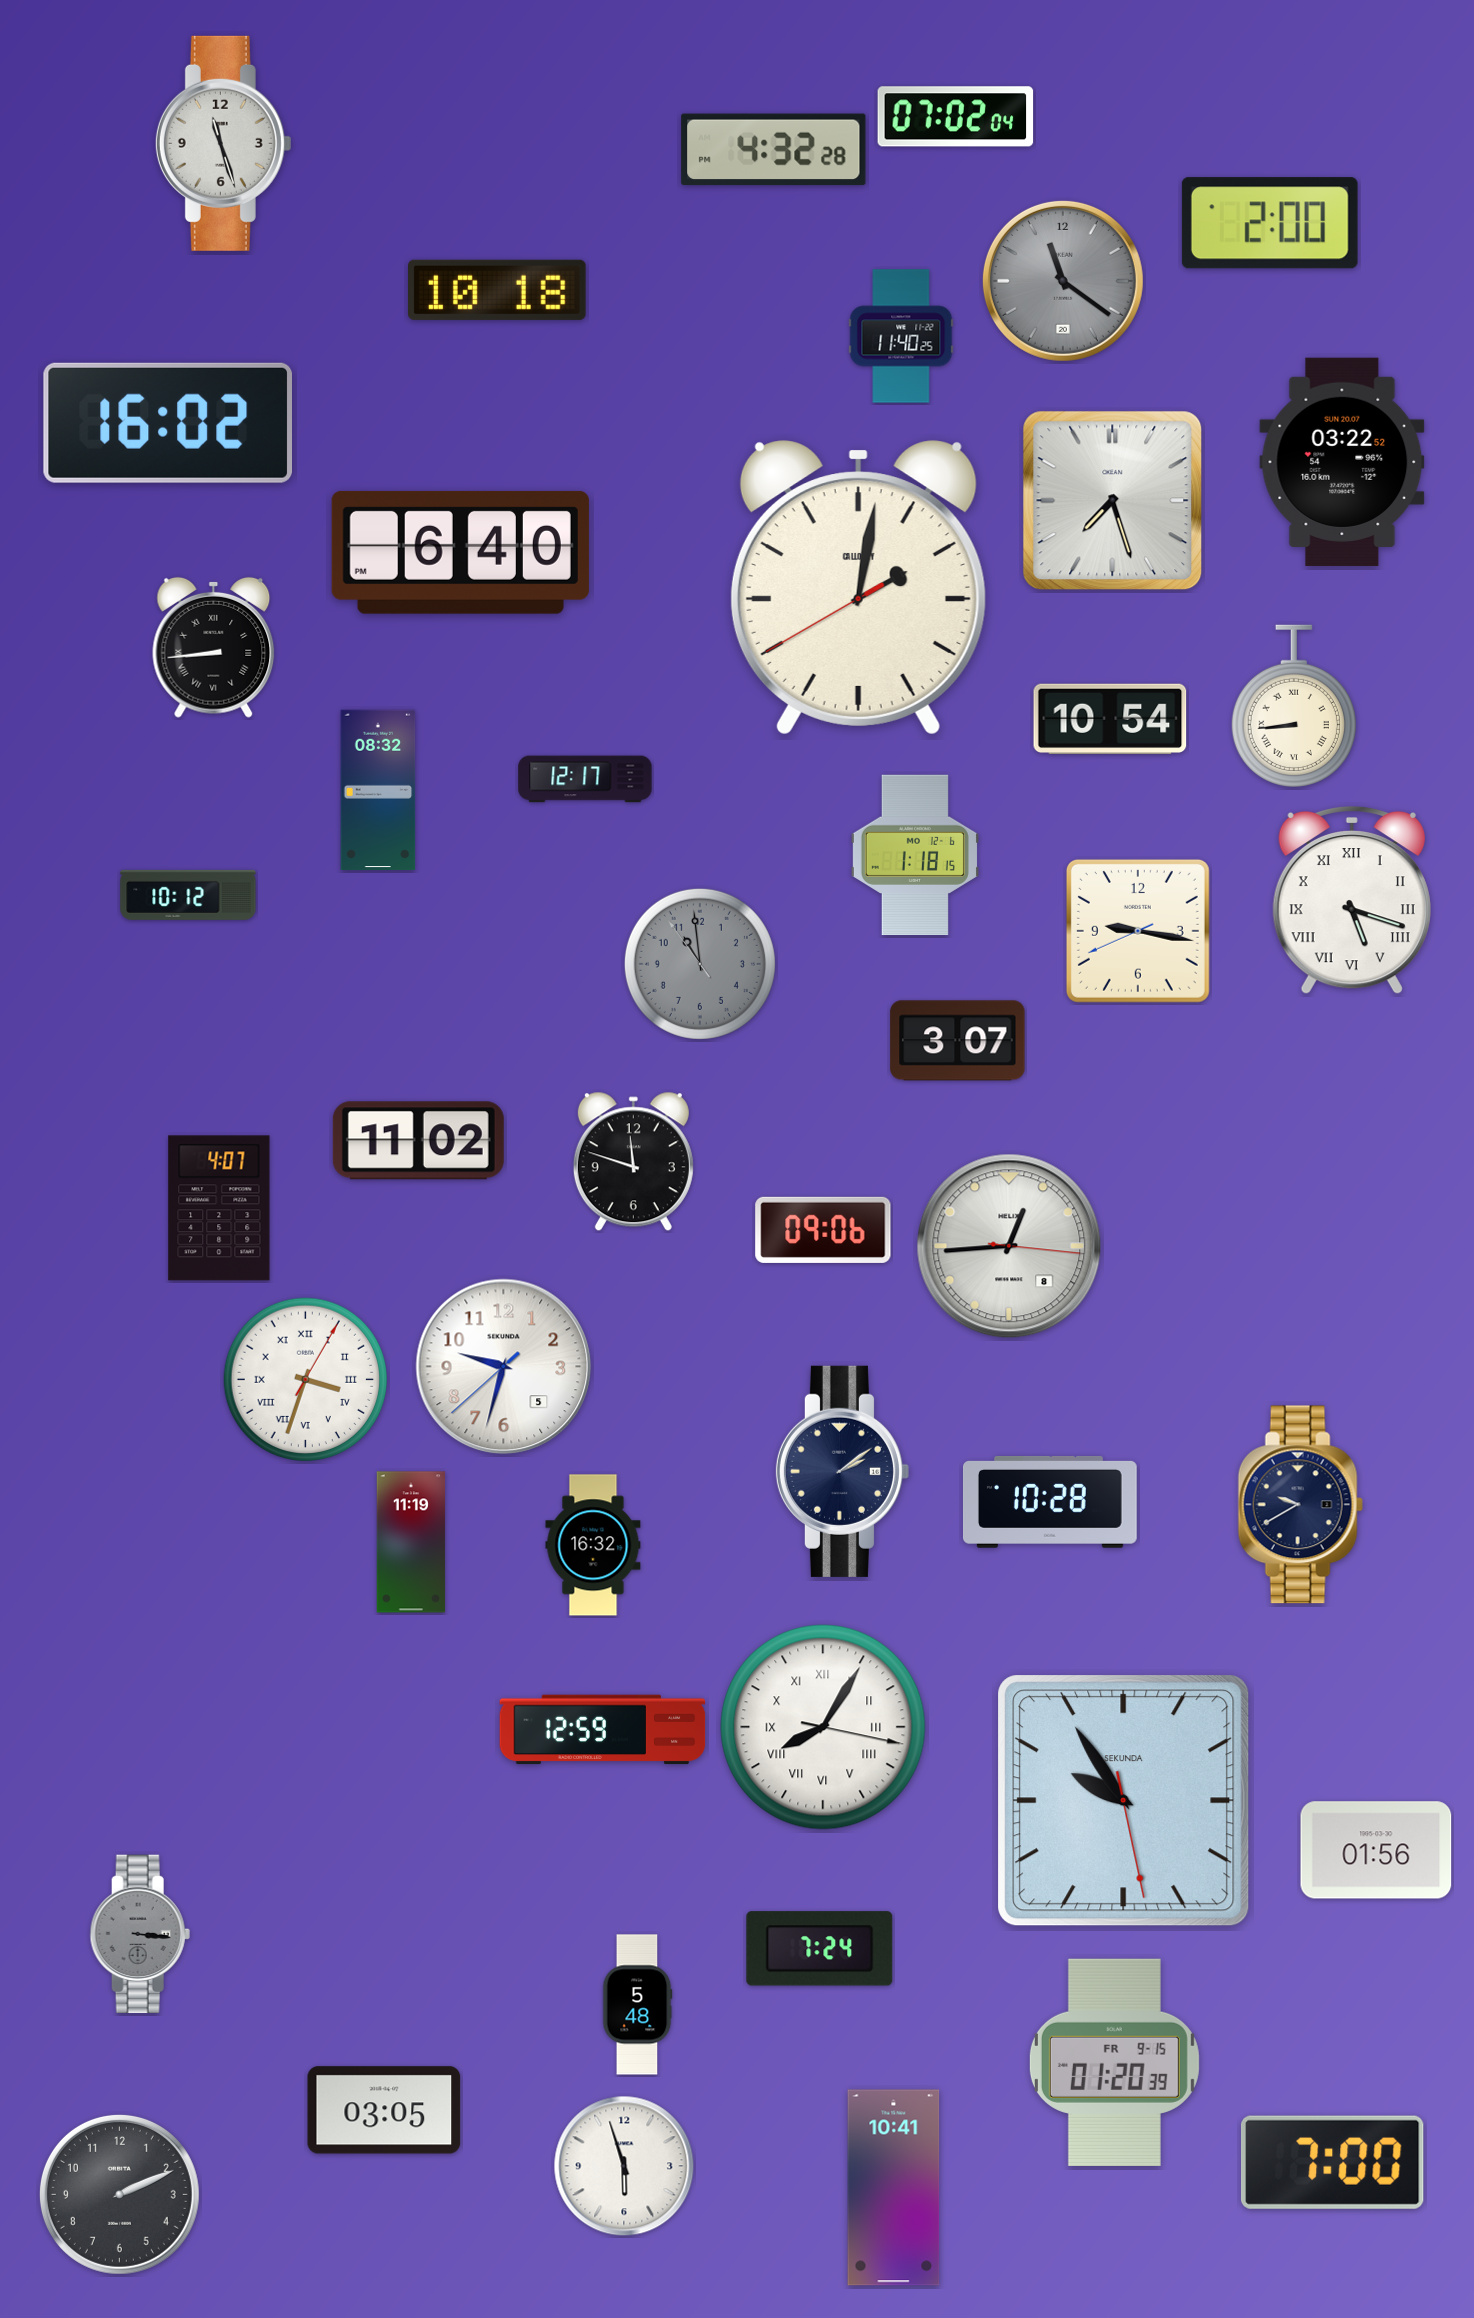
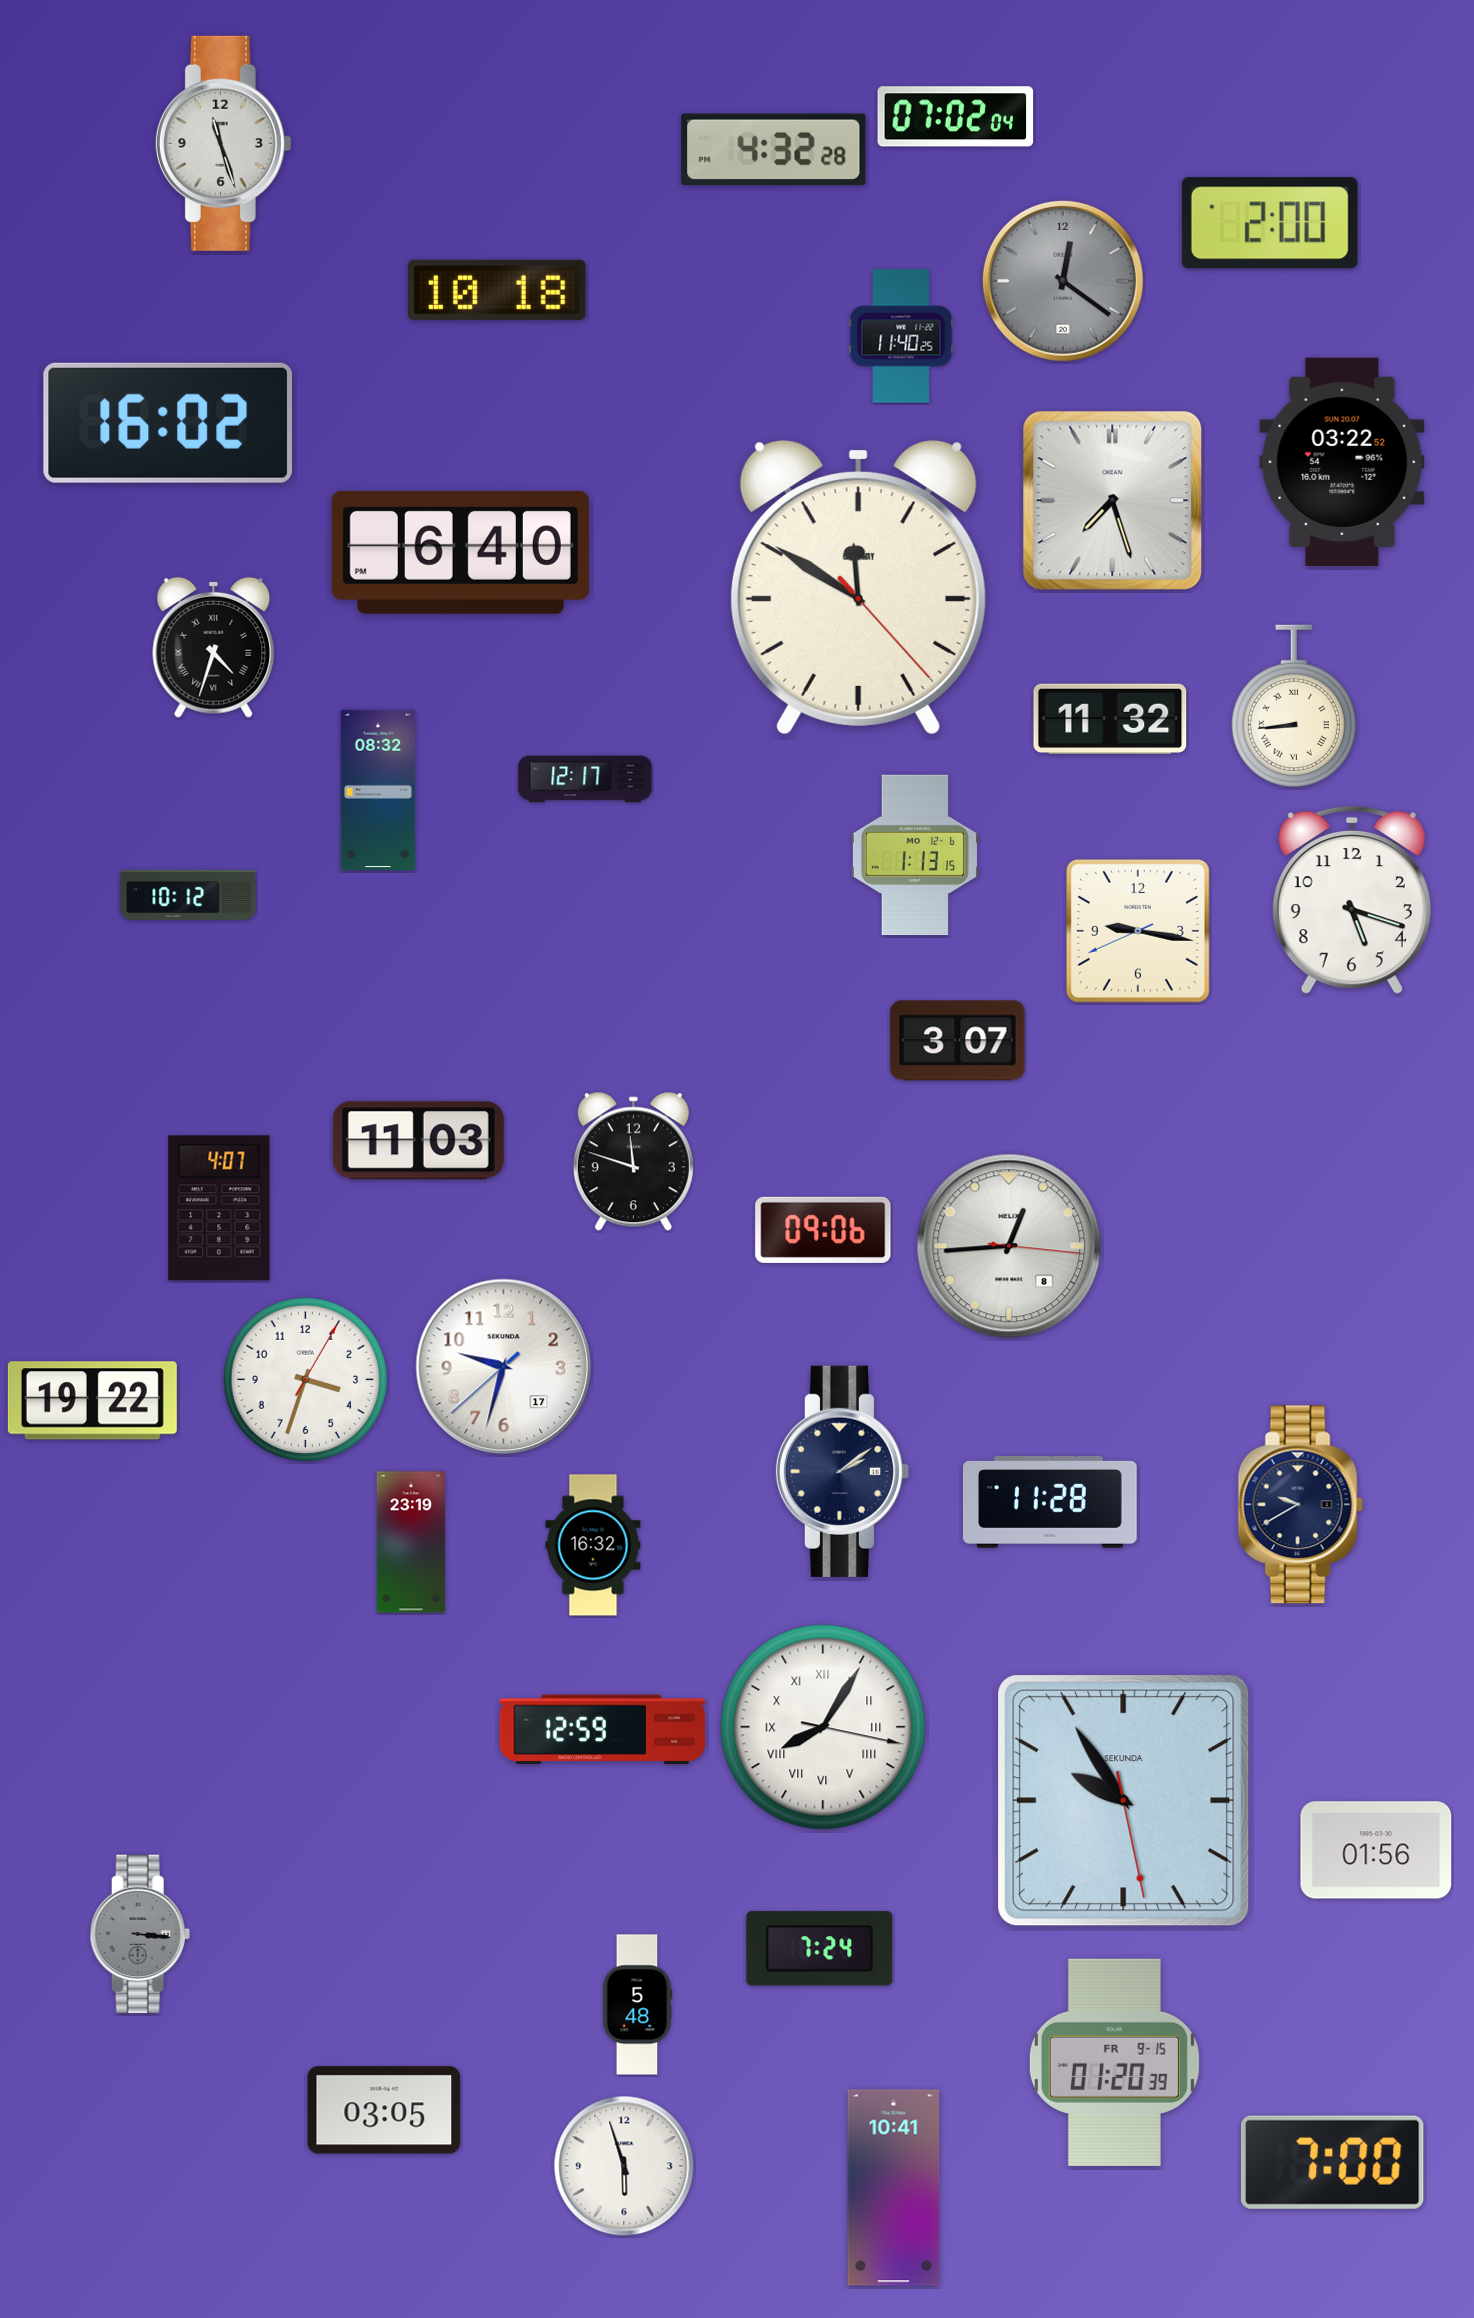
clock at (1063, 281): 11:21 -> 12:21
clock at (858, 588): 2:01 -> 11:50
clock at (214, 647): 8:44 -> 4:33
clock at (1110, 719): 10:54 -> 11:32
clock at (915, 855): 1:18 -> 1:13
clock at (1352, 900) numerals: Roman -> Arabic
clock at (700, 964): 10:58 -> none
clock at (418, 1141): 11:02 -> 11:03
clock at (504, 1367) date: 5 -> 17
clock at (305, 1379) numerals: Roman -> Arabic
clock at (92, 1401): none -> 19:22
clock at (1050, 1502): 10:28 -> 11:28
clock at (411, 1542): 11:19 -> 23:19
clock at (119, 2194): 2:11 -> none
